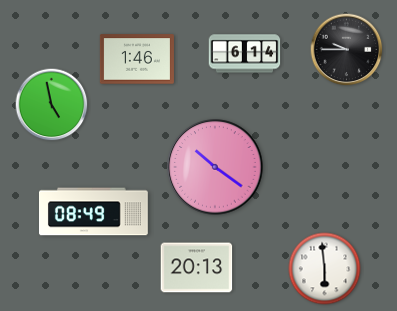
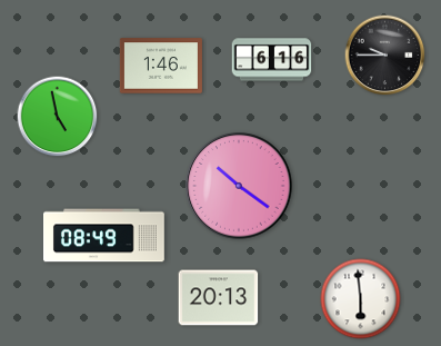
clock at (245, 54): 6:14 -> 6:16
clock at (137, 59) position: (137, 59) -> (161, 66)
